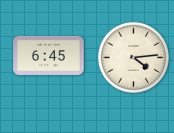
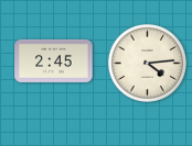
clock at (49, 55): 6:45 -> 2:45
